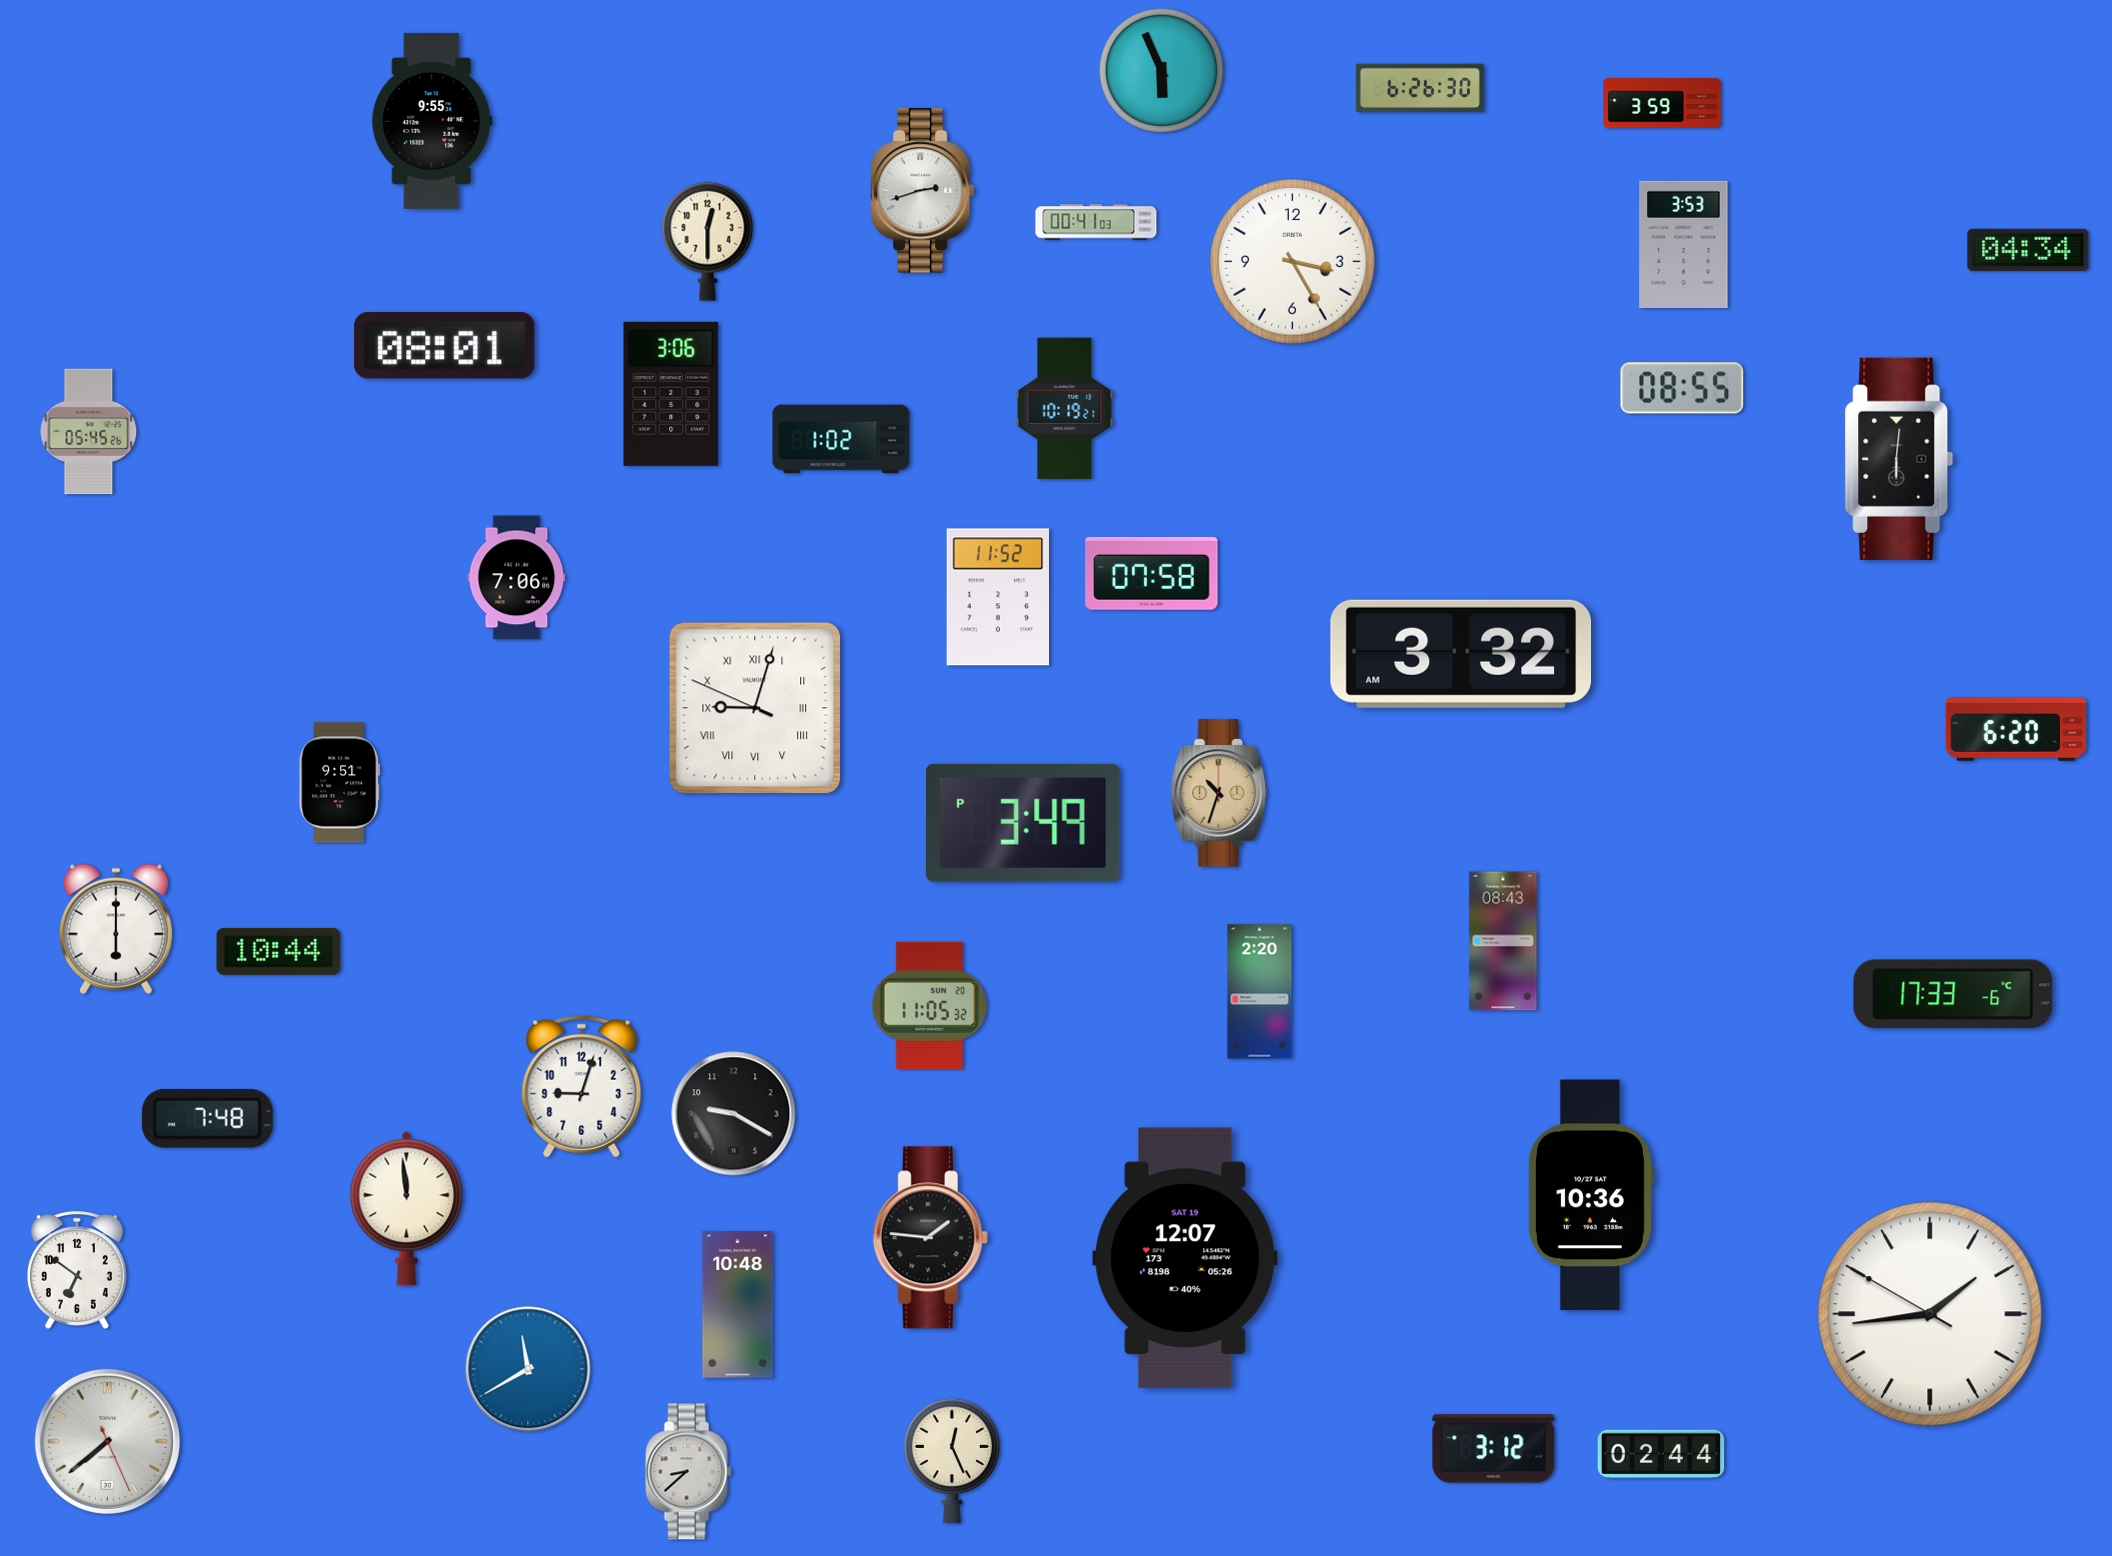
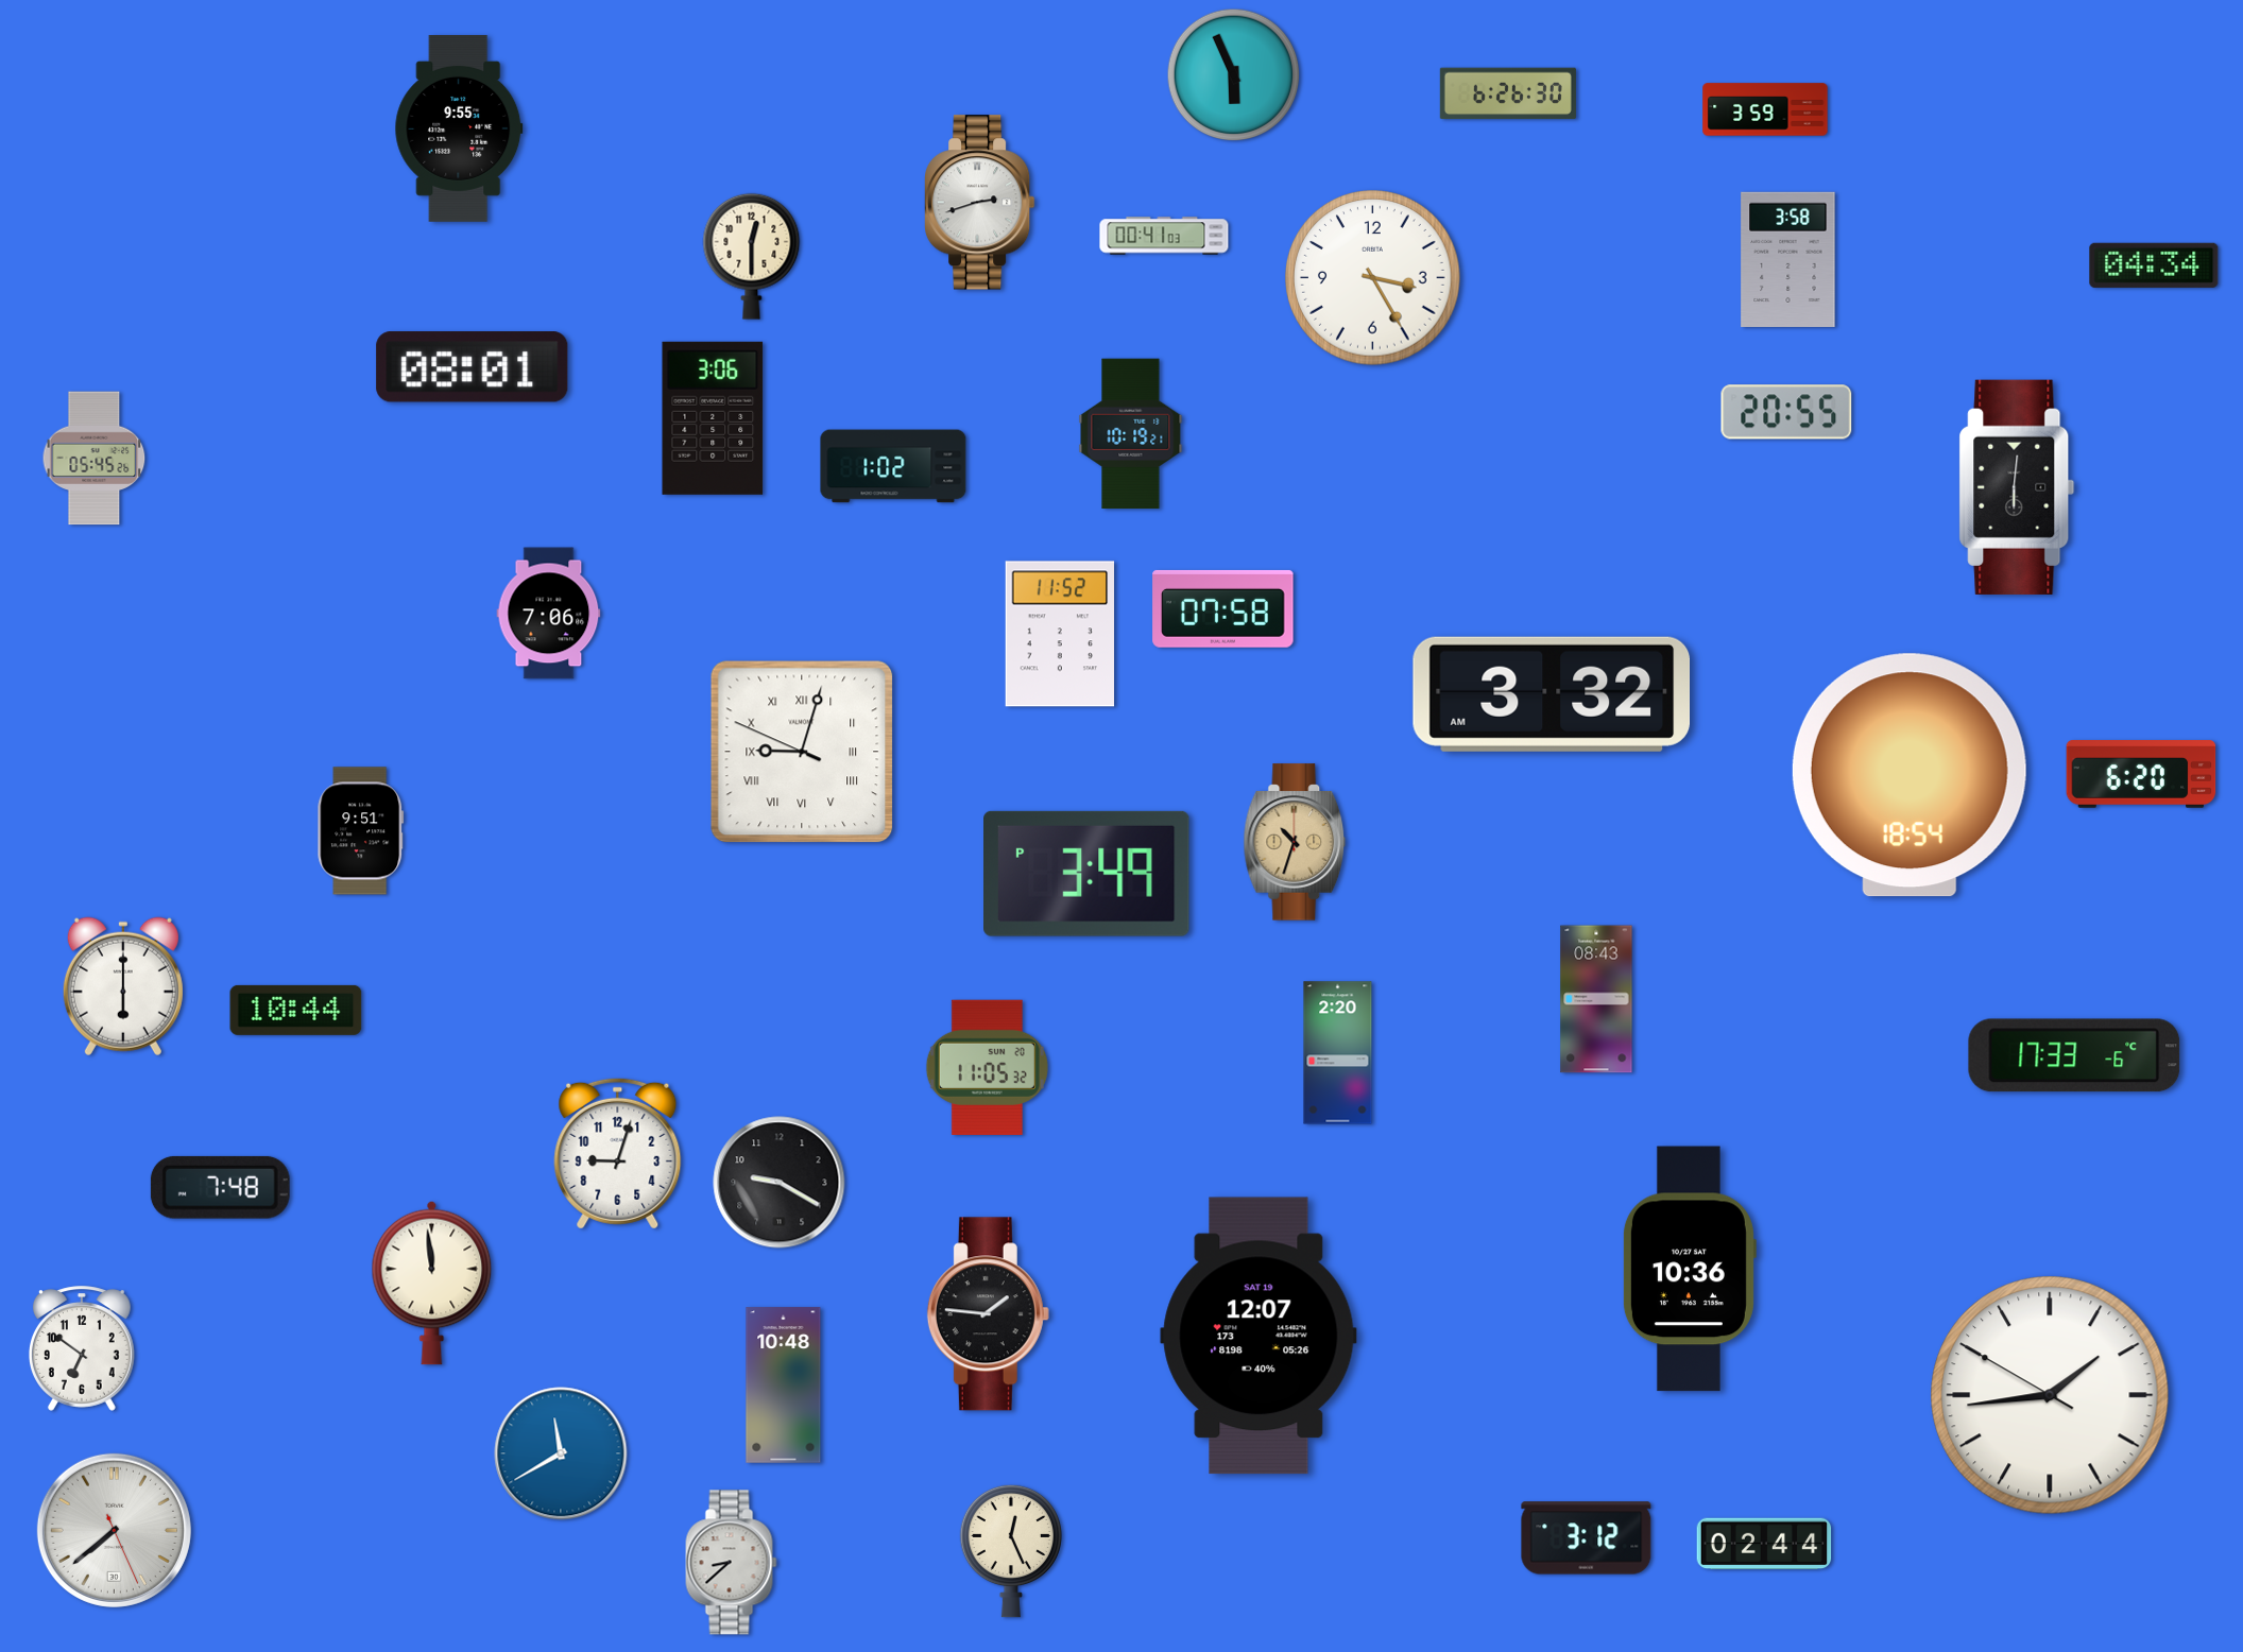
clock at (1684, 244): 3:53 -> 3:58
clock at (1682, 388): 08:55 -> 20:55
clock at (1910, 775): none -> 18:54
